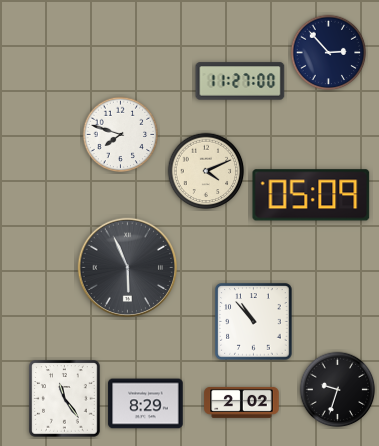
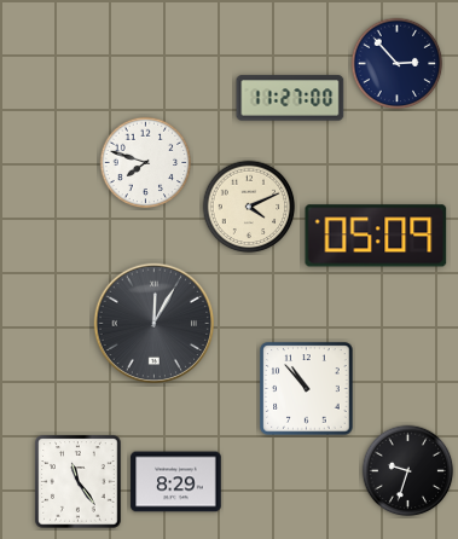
clock at (128, 268): 5:56 -> 12:05
clock at (242, 402): 2:02 -> none
clock at (146, 404) position: (146, 404) -> (176, 482)
